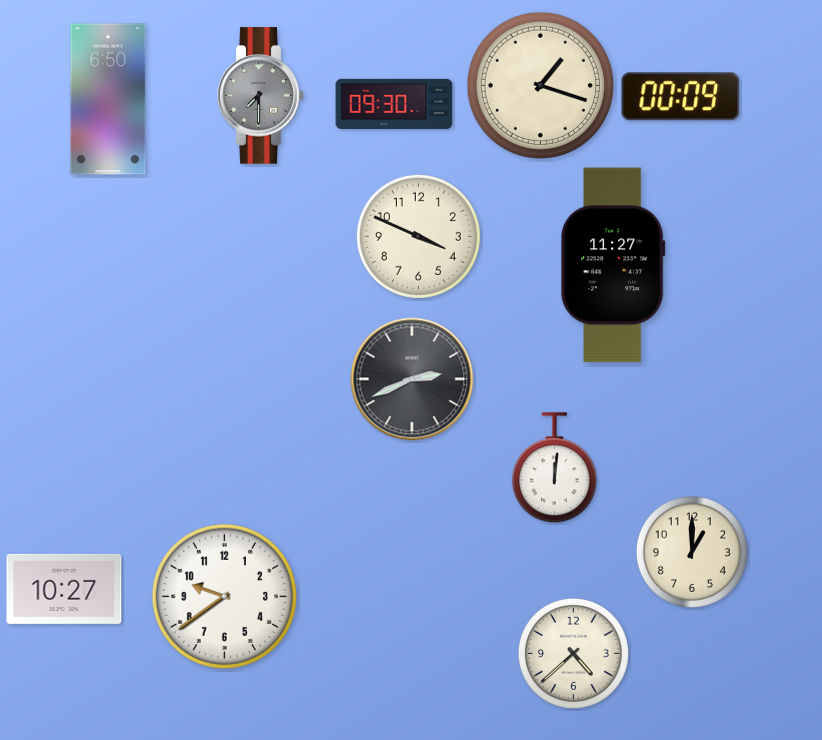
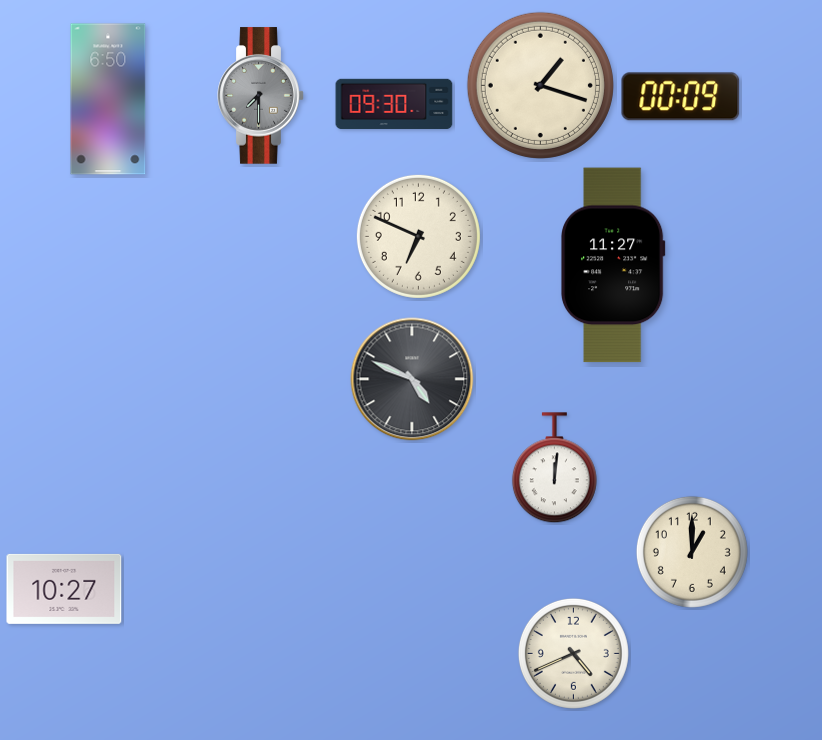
clock at (418, 236): 3:49 -> 6:49
clock at (412, 379): 2:41 -> 4:49
clock at (224, 596): 9:39 -> none
clock at (573, 653): 4:38 -> 4:41
